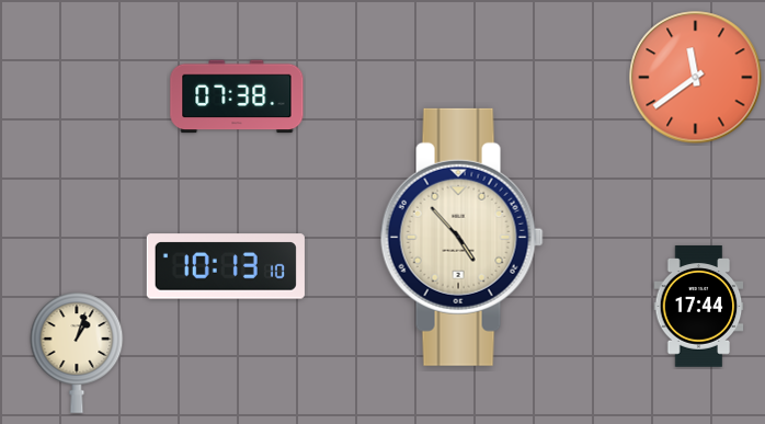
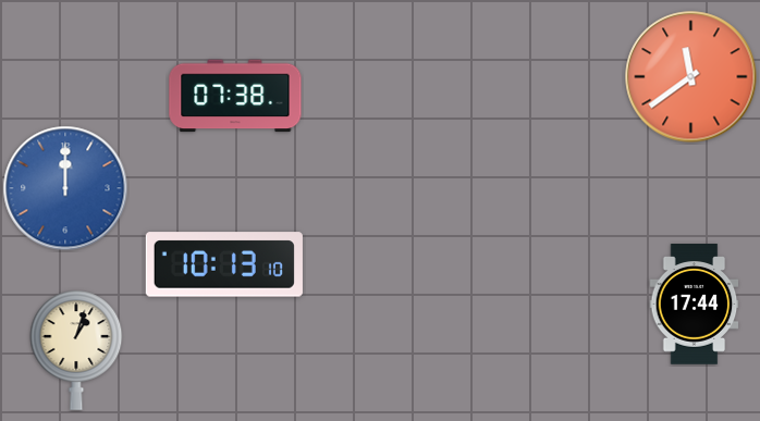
clock at (65, 188): none -> 12:00
clock at (461, 237): 4:53 -> none
